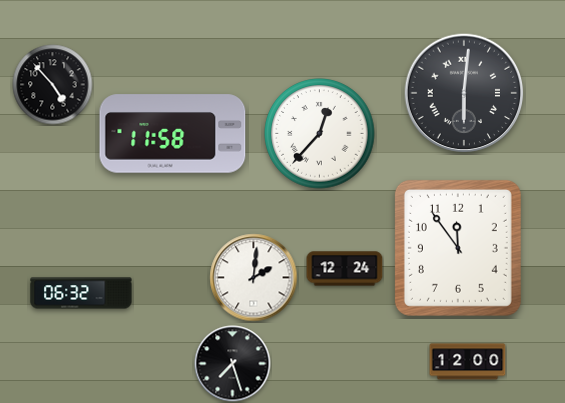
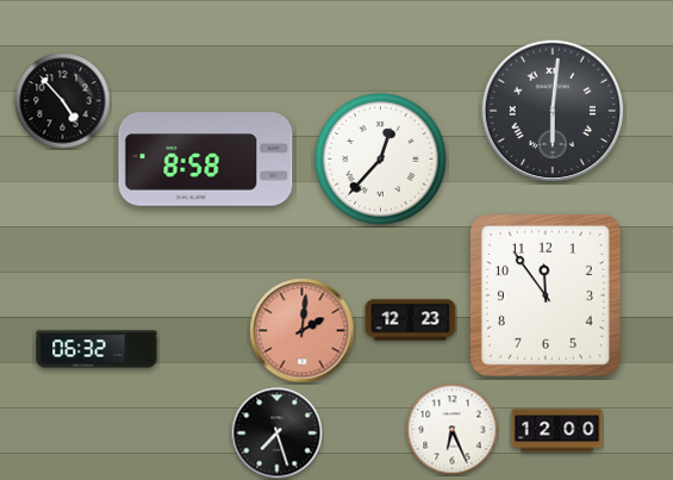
clock at (173, 134): 11:58 -> 8:58
clock at (345, 269): 12:24 -> 12:23
clock at (254, 278) dial: white -> salmon
clock at (453, 430): none -> 6:26
